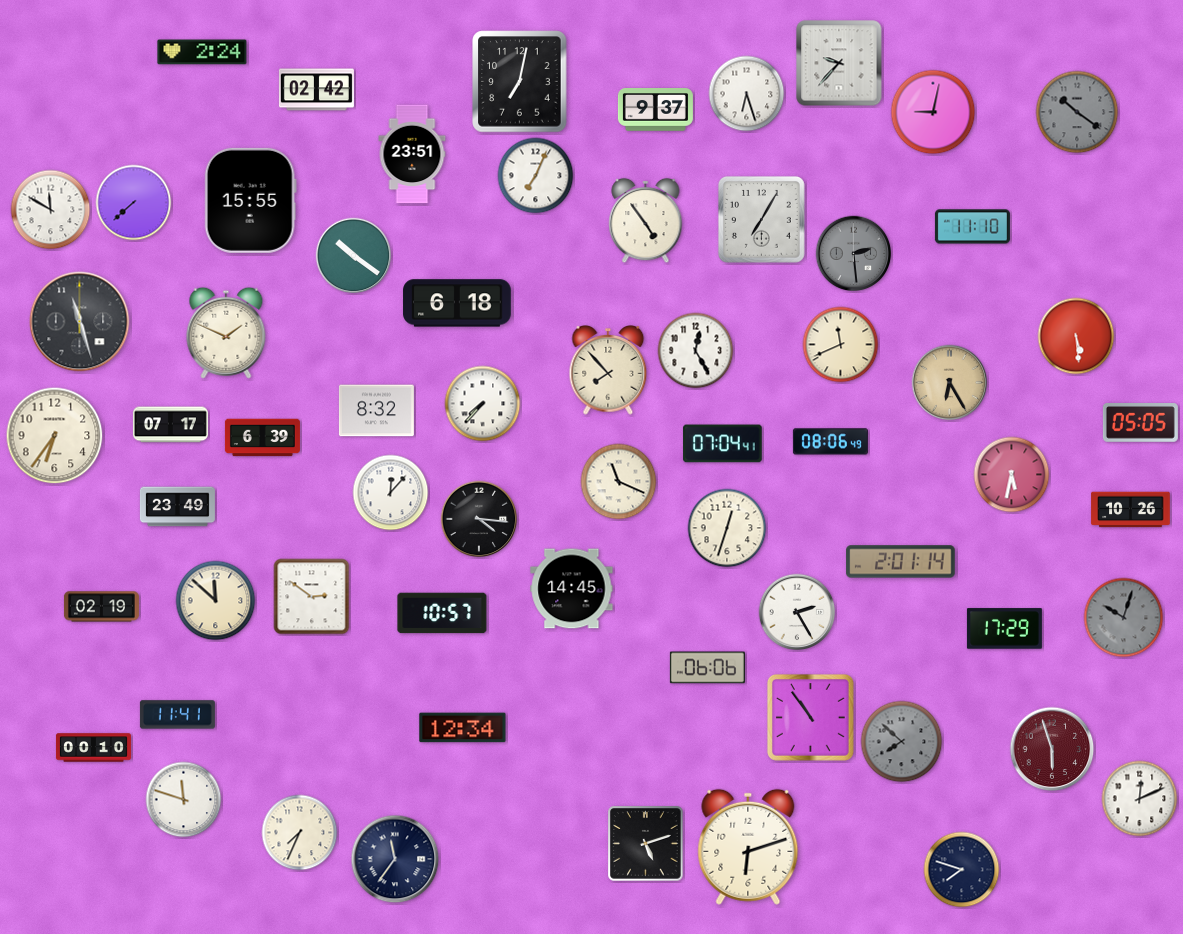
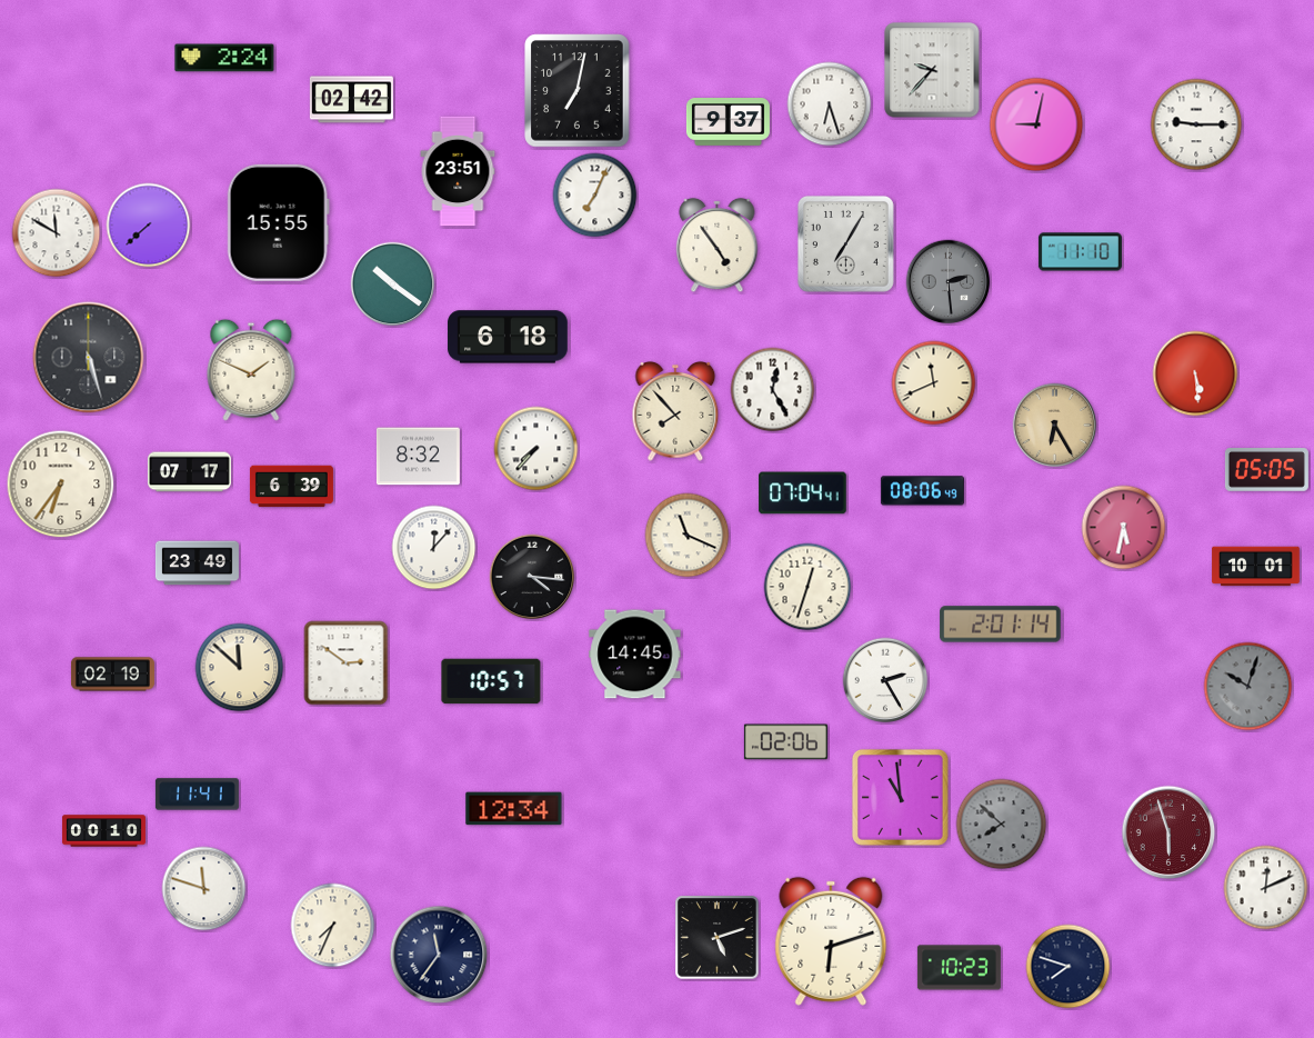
clock at (1077, 112): 10:21 -> 9:15
clock at (1077, 112) dial: grey -> white
clock at (80, 322): 11:27 -> 5:27
clock at (1131, 510): 10:26 -> 10:01
clock at (1004, 629): 17:29 -> none
clock at (707, 668): 06:06 -> 02:06
clock at (810, 717): 10:54 -> 10:59
clock at (959, 968): none -> 10:23
